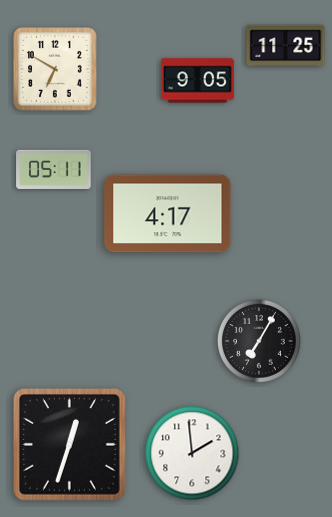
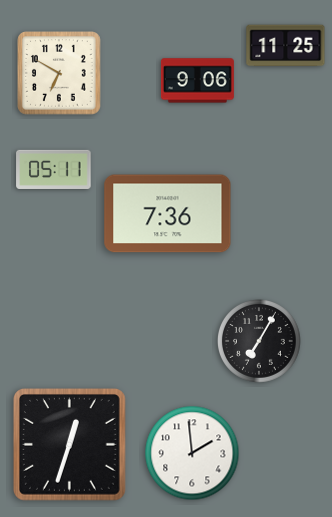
clock at (56, 70) position: (56, 70) -> (60, 74)
clock at (197, 81): 9:05 -> 9:06
clock at (168, 214): 4:17 -> 7:36
